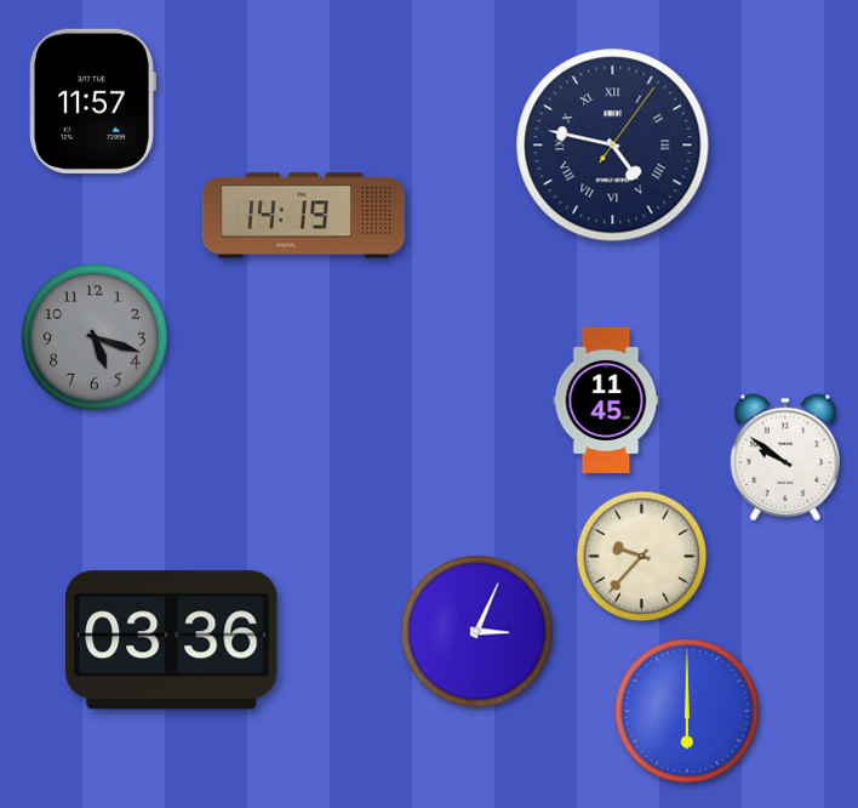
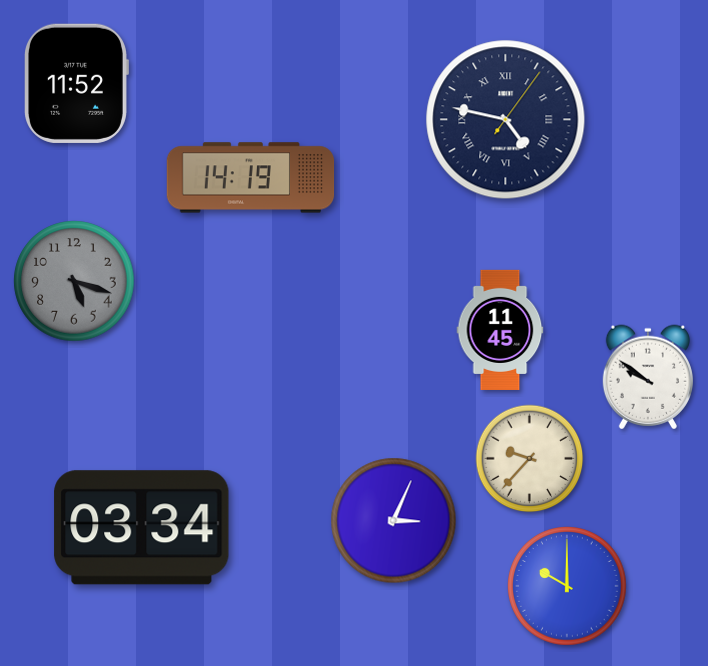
clock at (93, 101): 11:57 -> 11:52
clock at (95, 337) position: (95, 337) -> (74, 281)
clock at (172, 641): 03:36 -> 03:34
clock at (687, 711): 6:00 -> 10:00
